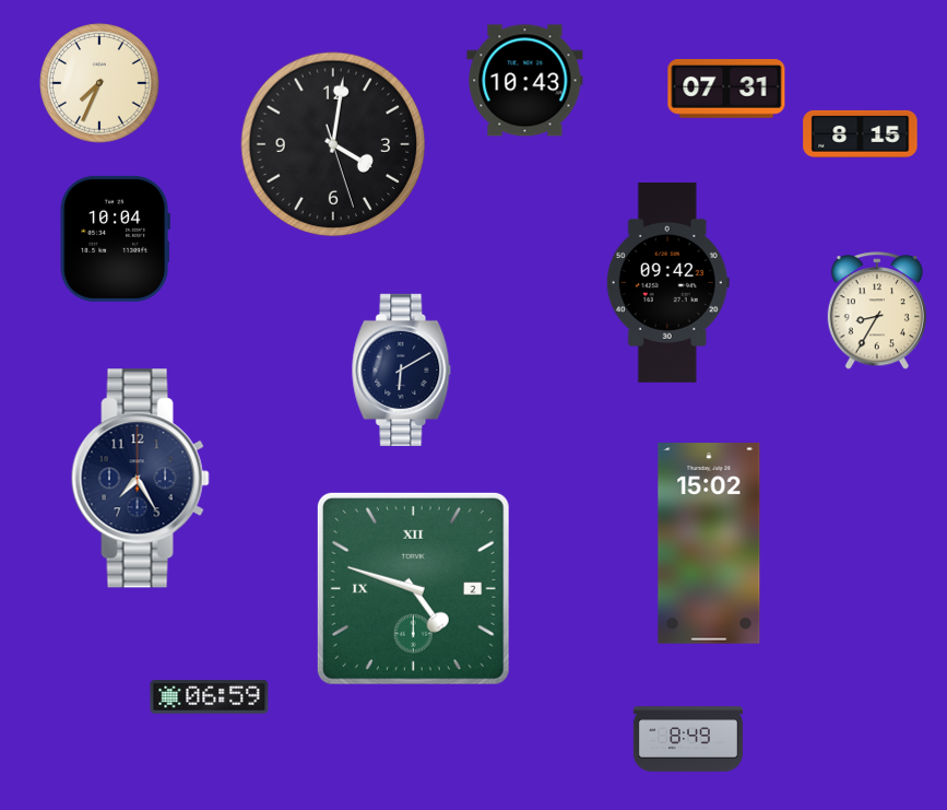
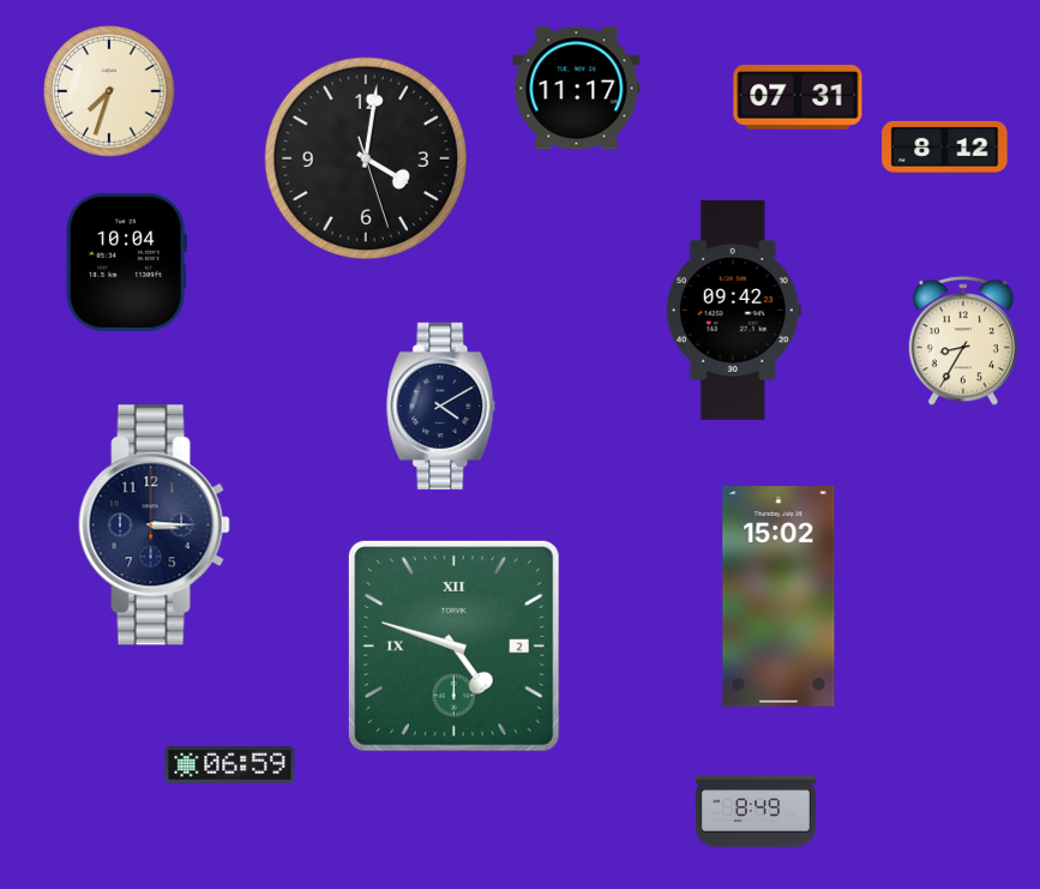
clock at (525, 81): 10:43 -> 11:17
clock at (99, 83): 7:34 -> 7:33
clock at (861, 133): 8:15 -> 8:12
clock at (402, 369): 6:10 -> 4:10
clock at (140, 479): 7:25 -> 3:15
